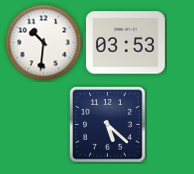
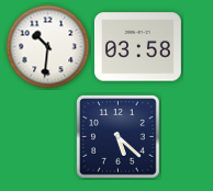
clock at (125, 43): 03:53 -> 03:58
